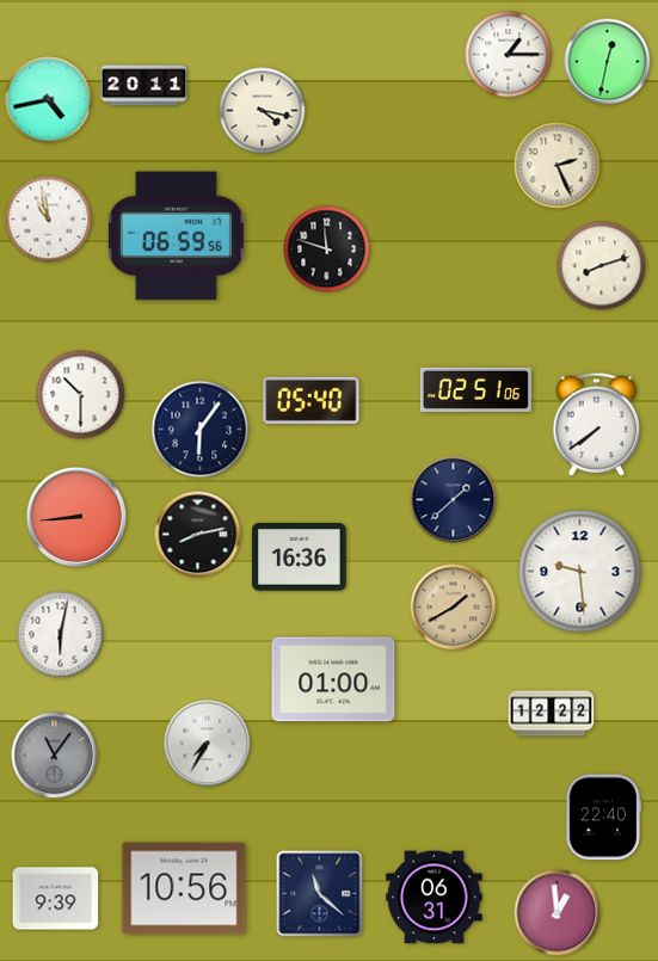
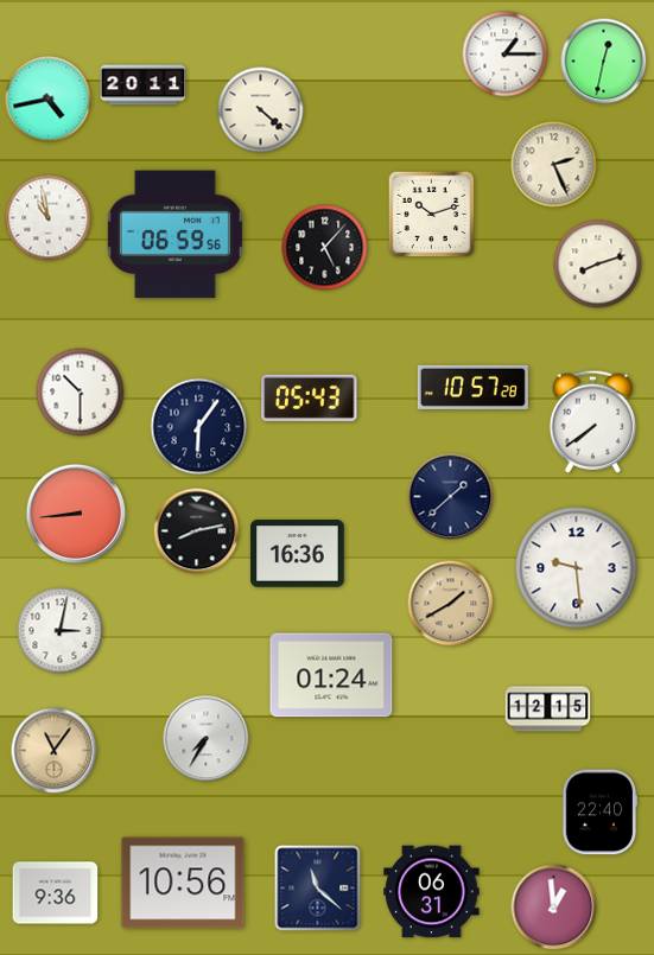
clock at (263, 111): 4:17 -> 4:22
clock at (432, 215): none -> 10:12
clock at (327, 250): 11:48 -> 5:07
clock at (475, 389): 02:51 -> 10:57
clock at (312, 400): 05:40 -> 05:43
clock at (61, 635): 6:02 -> 3:02
clock at (333, 679): 01:00 -> 01:24
clock at (552, 714): 12:22 -> 12:15
clock at (55, 756) dial: grey -> champagne
clock at (56, 899): 9:39 -> 9:36
